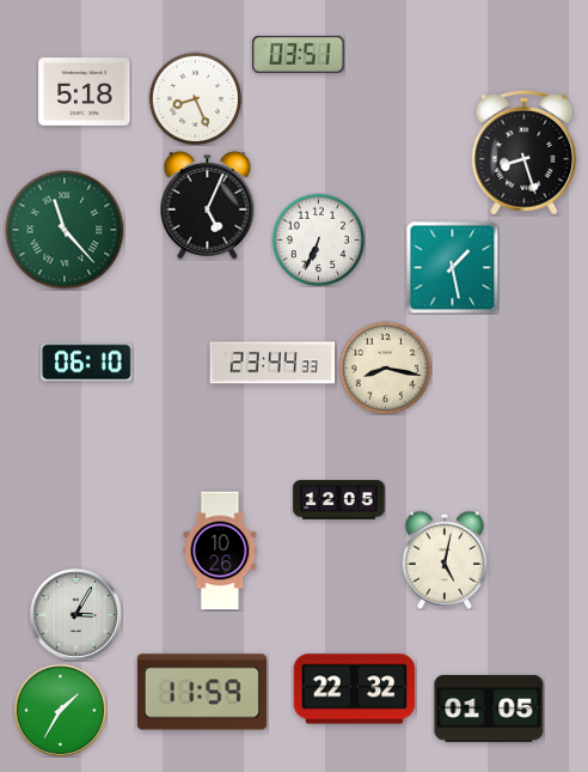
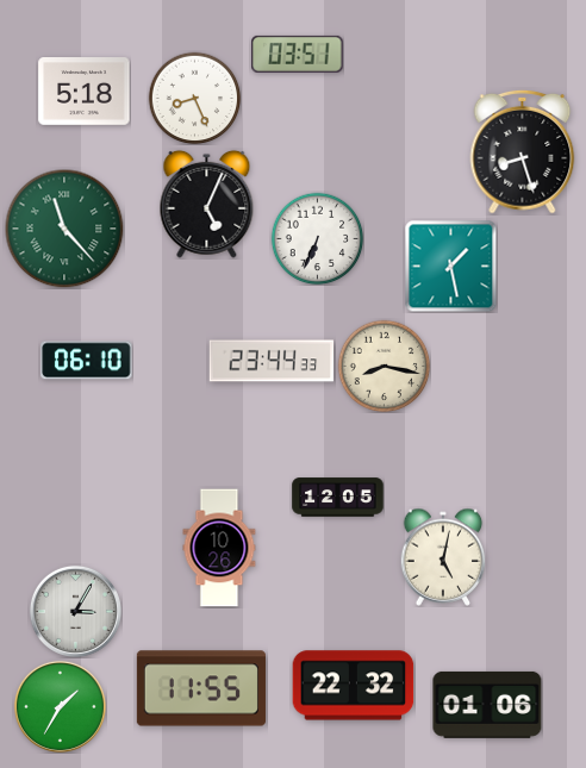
clock at (202, 692): 11:59 -> 11:55
clock at (489, 709): 01:05 -> 01:06
